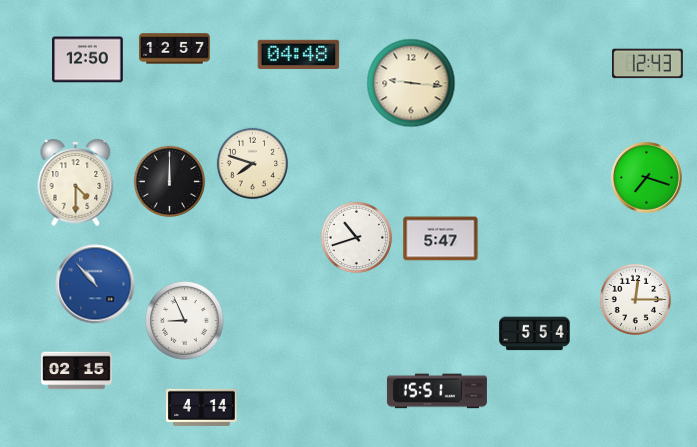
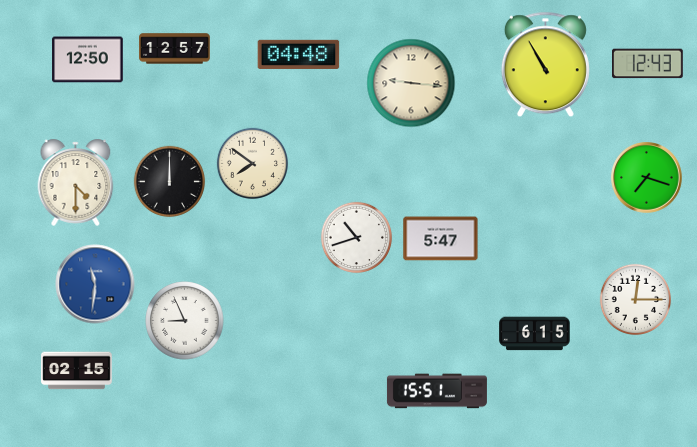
clock at (545, 65): none -> 10:55
clock at (253, 164): 7:48 -> 7:51
clock at (95, 284): 10:53 -> 11:31
clock at (535, 334): 5:54 -> 6:15
clock at (202, 407): 4:14 -> none
